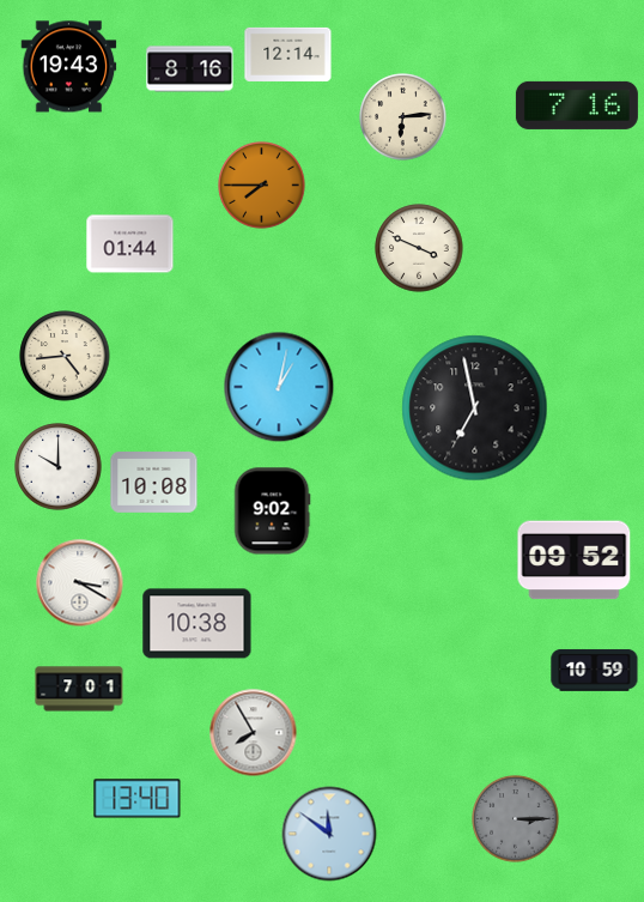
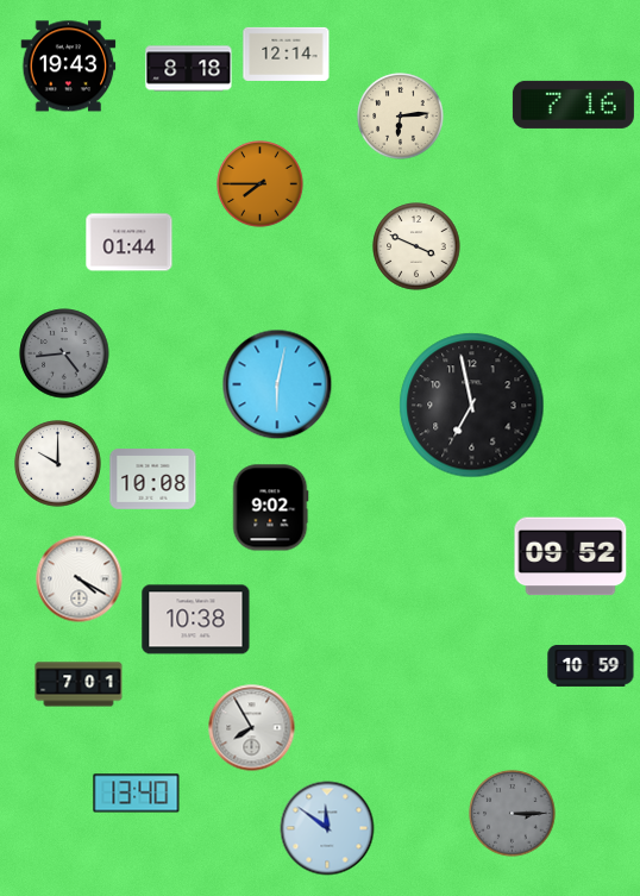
clock at (190, 69): 8:16 -> 8:18
clock at (65, 356) dial: cream -> grey
clock at (279, 387): 1:02 -> 6:02
clock at (80, 583): 3:20 -> 4:20
